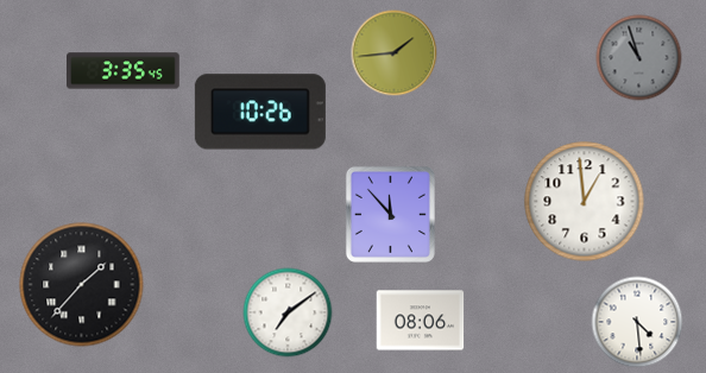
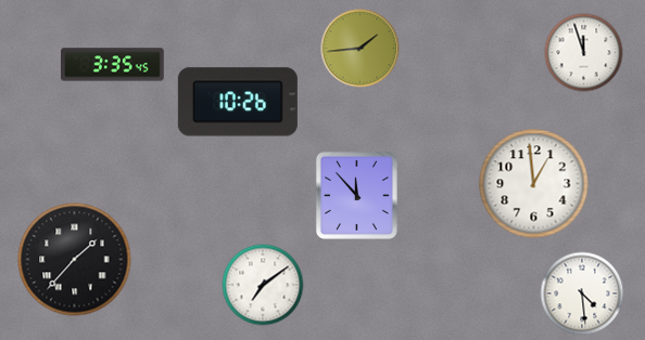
clock at (639, 58): 10:57 -> 11:57
clock at (639, 58) dial: grey -> white
clock at (421, 321): 08:06 -> none
